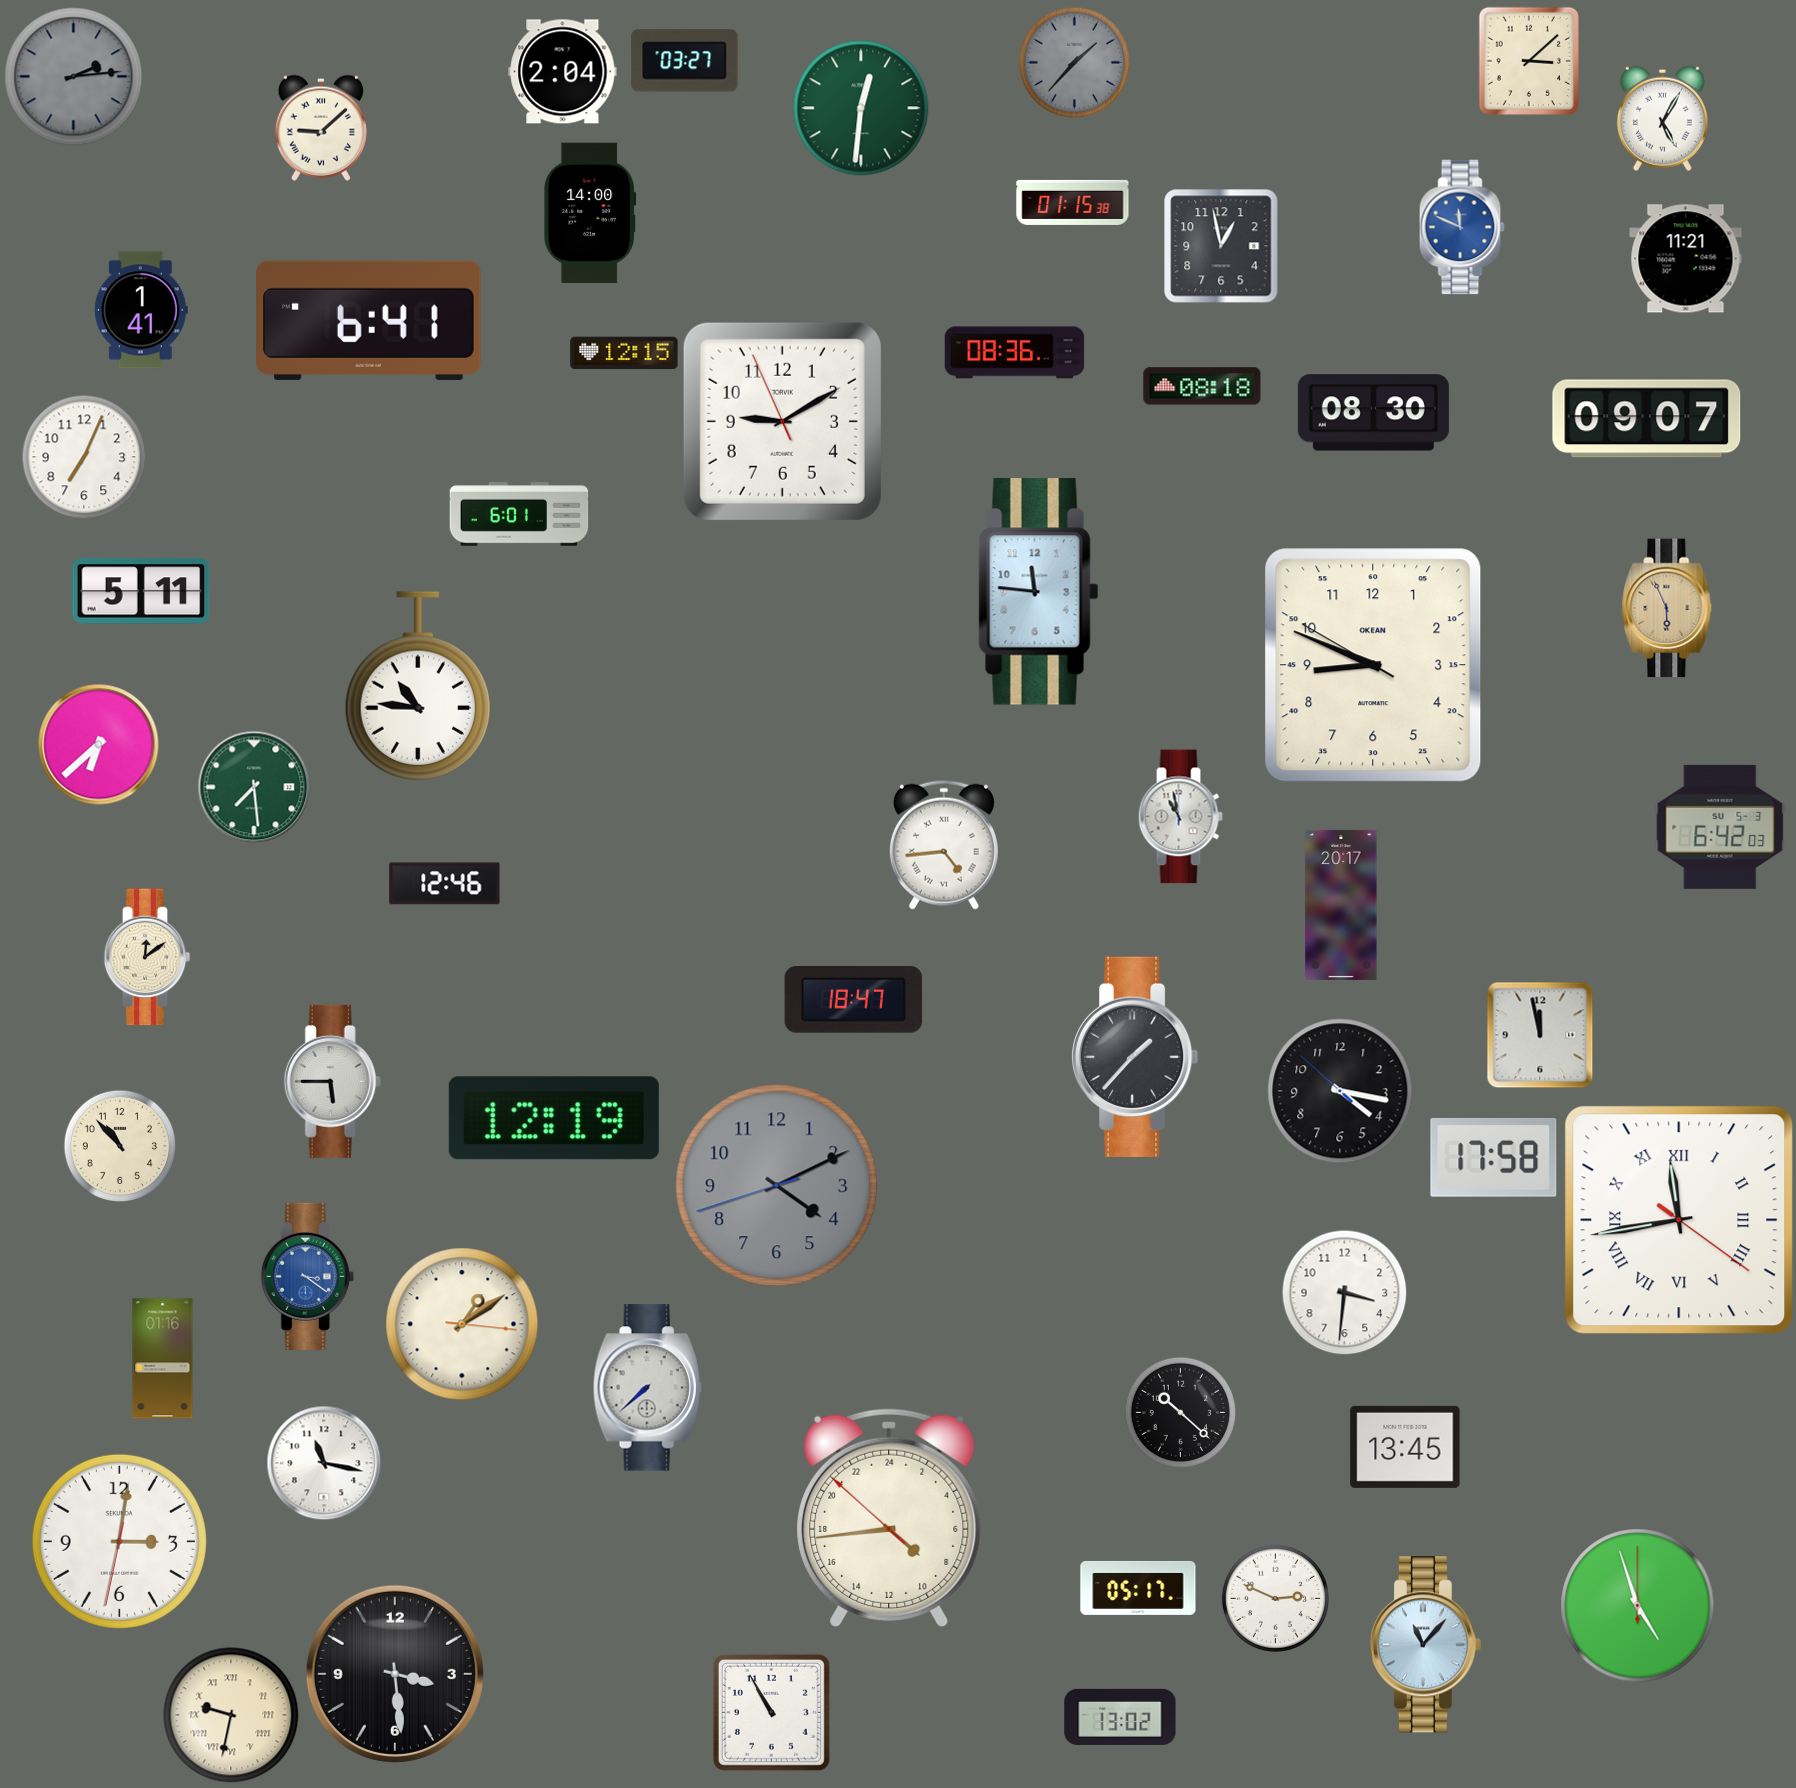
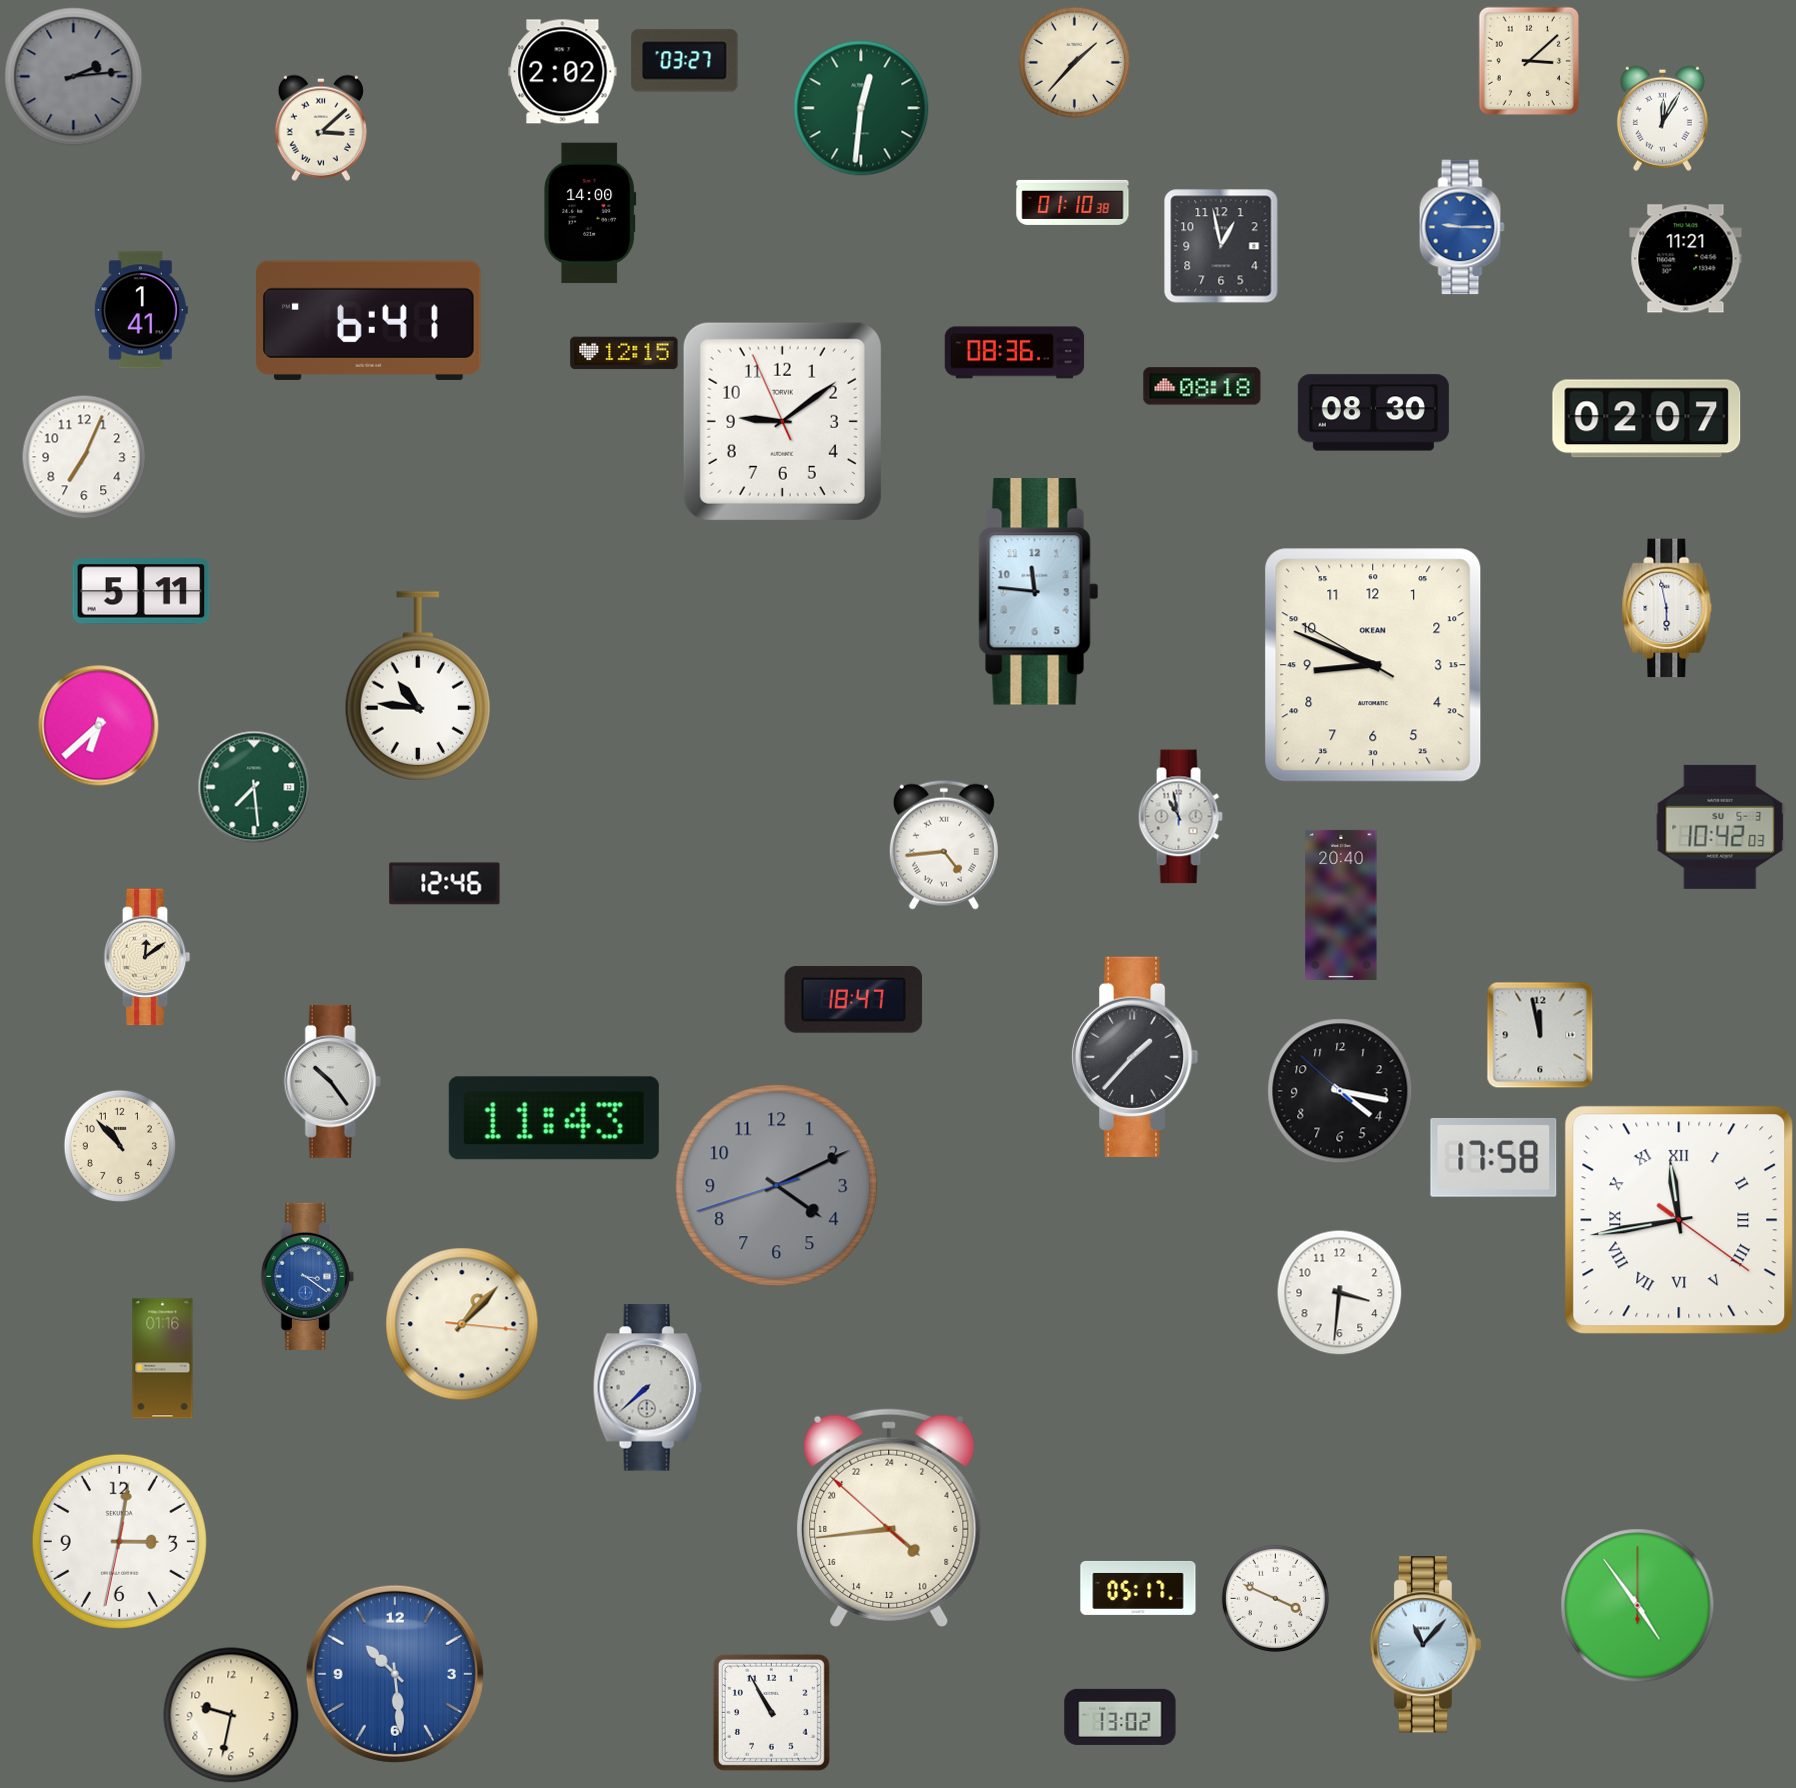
clock at (1074, 62) dial: grey -> cream
clock at (563, 72): 2:04 -> 2:02
clock at (1662, 118): 5:05 -> 12:05
clock at (321, 128): 9:08 -> 3:08
clock at (1073, 202): 01:15 -> 01:10
clock at (1462, 227): 11:49 -> 9:15
clock at (1647, 419): 09:07 -> 02:07
clock at (782, 421): 9:09 -> 9:08
clock at (519, 514): 6:01 -> none
clock at (1667, 608): 5:56 -> 5:58
clock at (1667, 608) dial: champagne -> white
clock at (99, 745) position: (99, 745) -> (99, 726)
clock at (1720, 827): 6:42 -> 10:42
clock at (1341, 905): 20:17 -> 20:40
clock at (332, 1081): 5:45 -> 10:24
clock at (554, 1118): 12:19 -> 11:43
clock at (1344, 1292) position: (1344, 1292) -> (1339, 1292)
clock at (462, 1324): 1:09 -> 1:07
clock at (1180, 1412): 10:22 -> none
clock at (1405, 1447): 13:45 -> none
clock at (324, 1463): 11:17 -> none
clock at (1275, 1598): 2:49 -> 3:49
clock at (1638, 1606): 4:57 -> 4:54
clock at (395, 1674): 3:29 -> 10:29
clock at (395, 1674) dial: black -> blue
clock at (231, 1715) numerals: Roman -> Arabic
